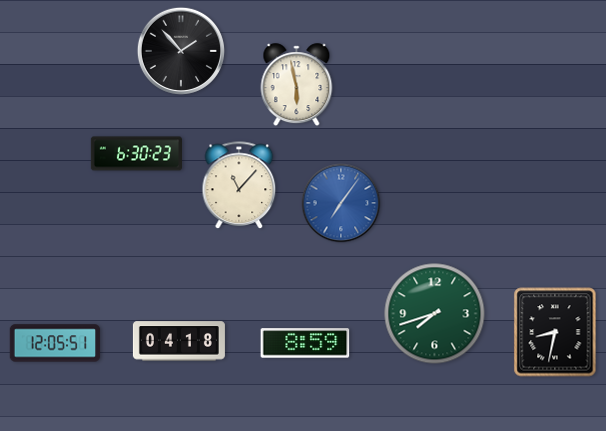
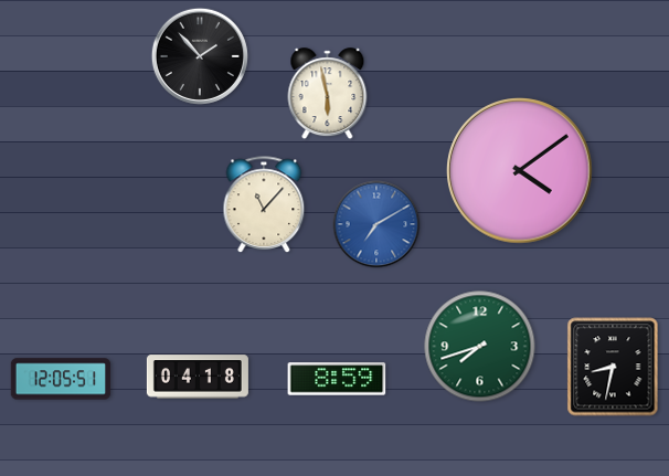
clock at (136, 154): 6:30 -> none
clock at (520, 171): none -> 4:09
clock at (341, 203): 7:06 -> 7:10
